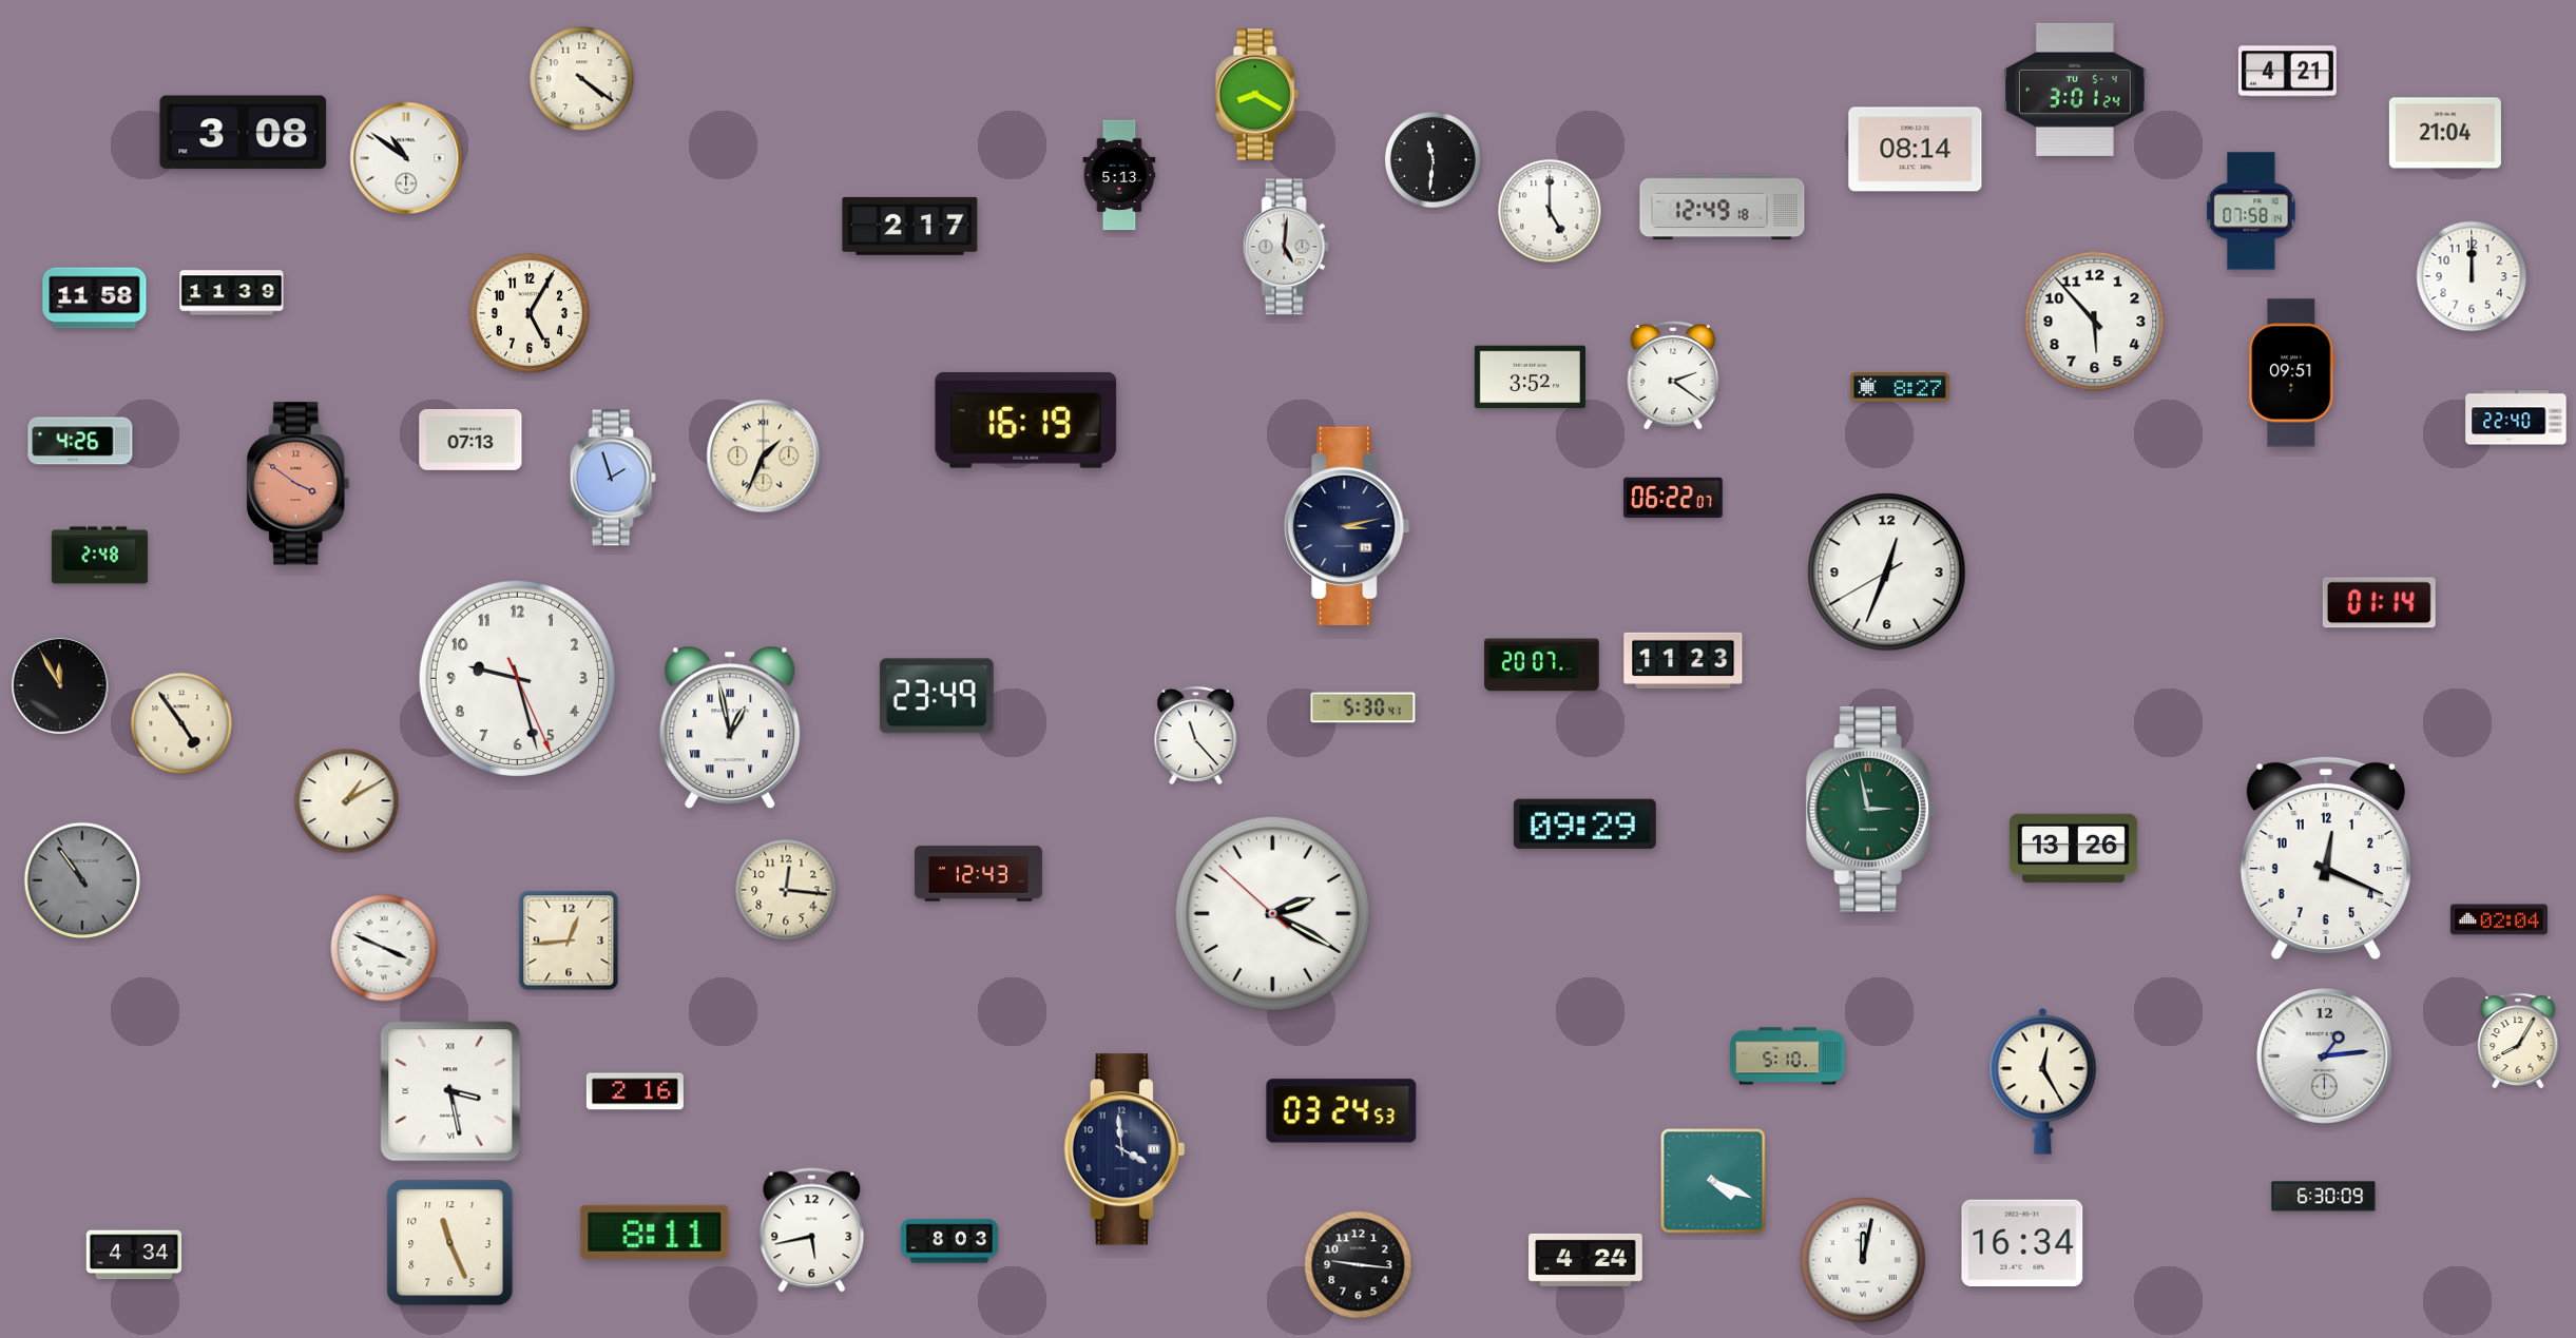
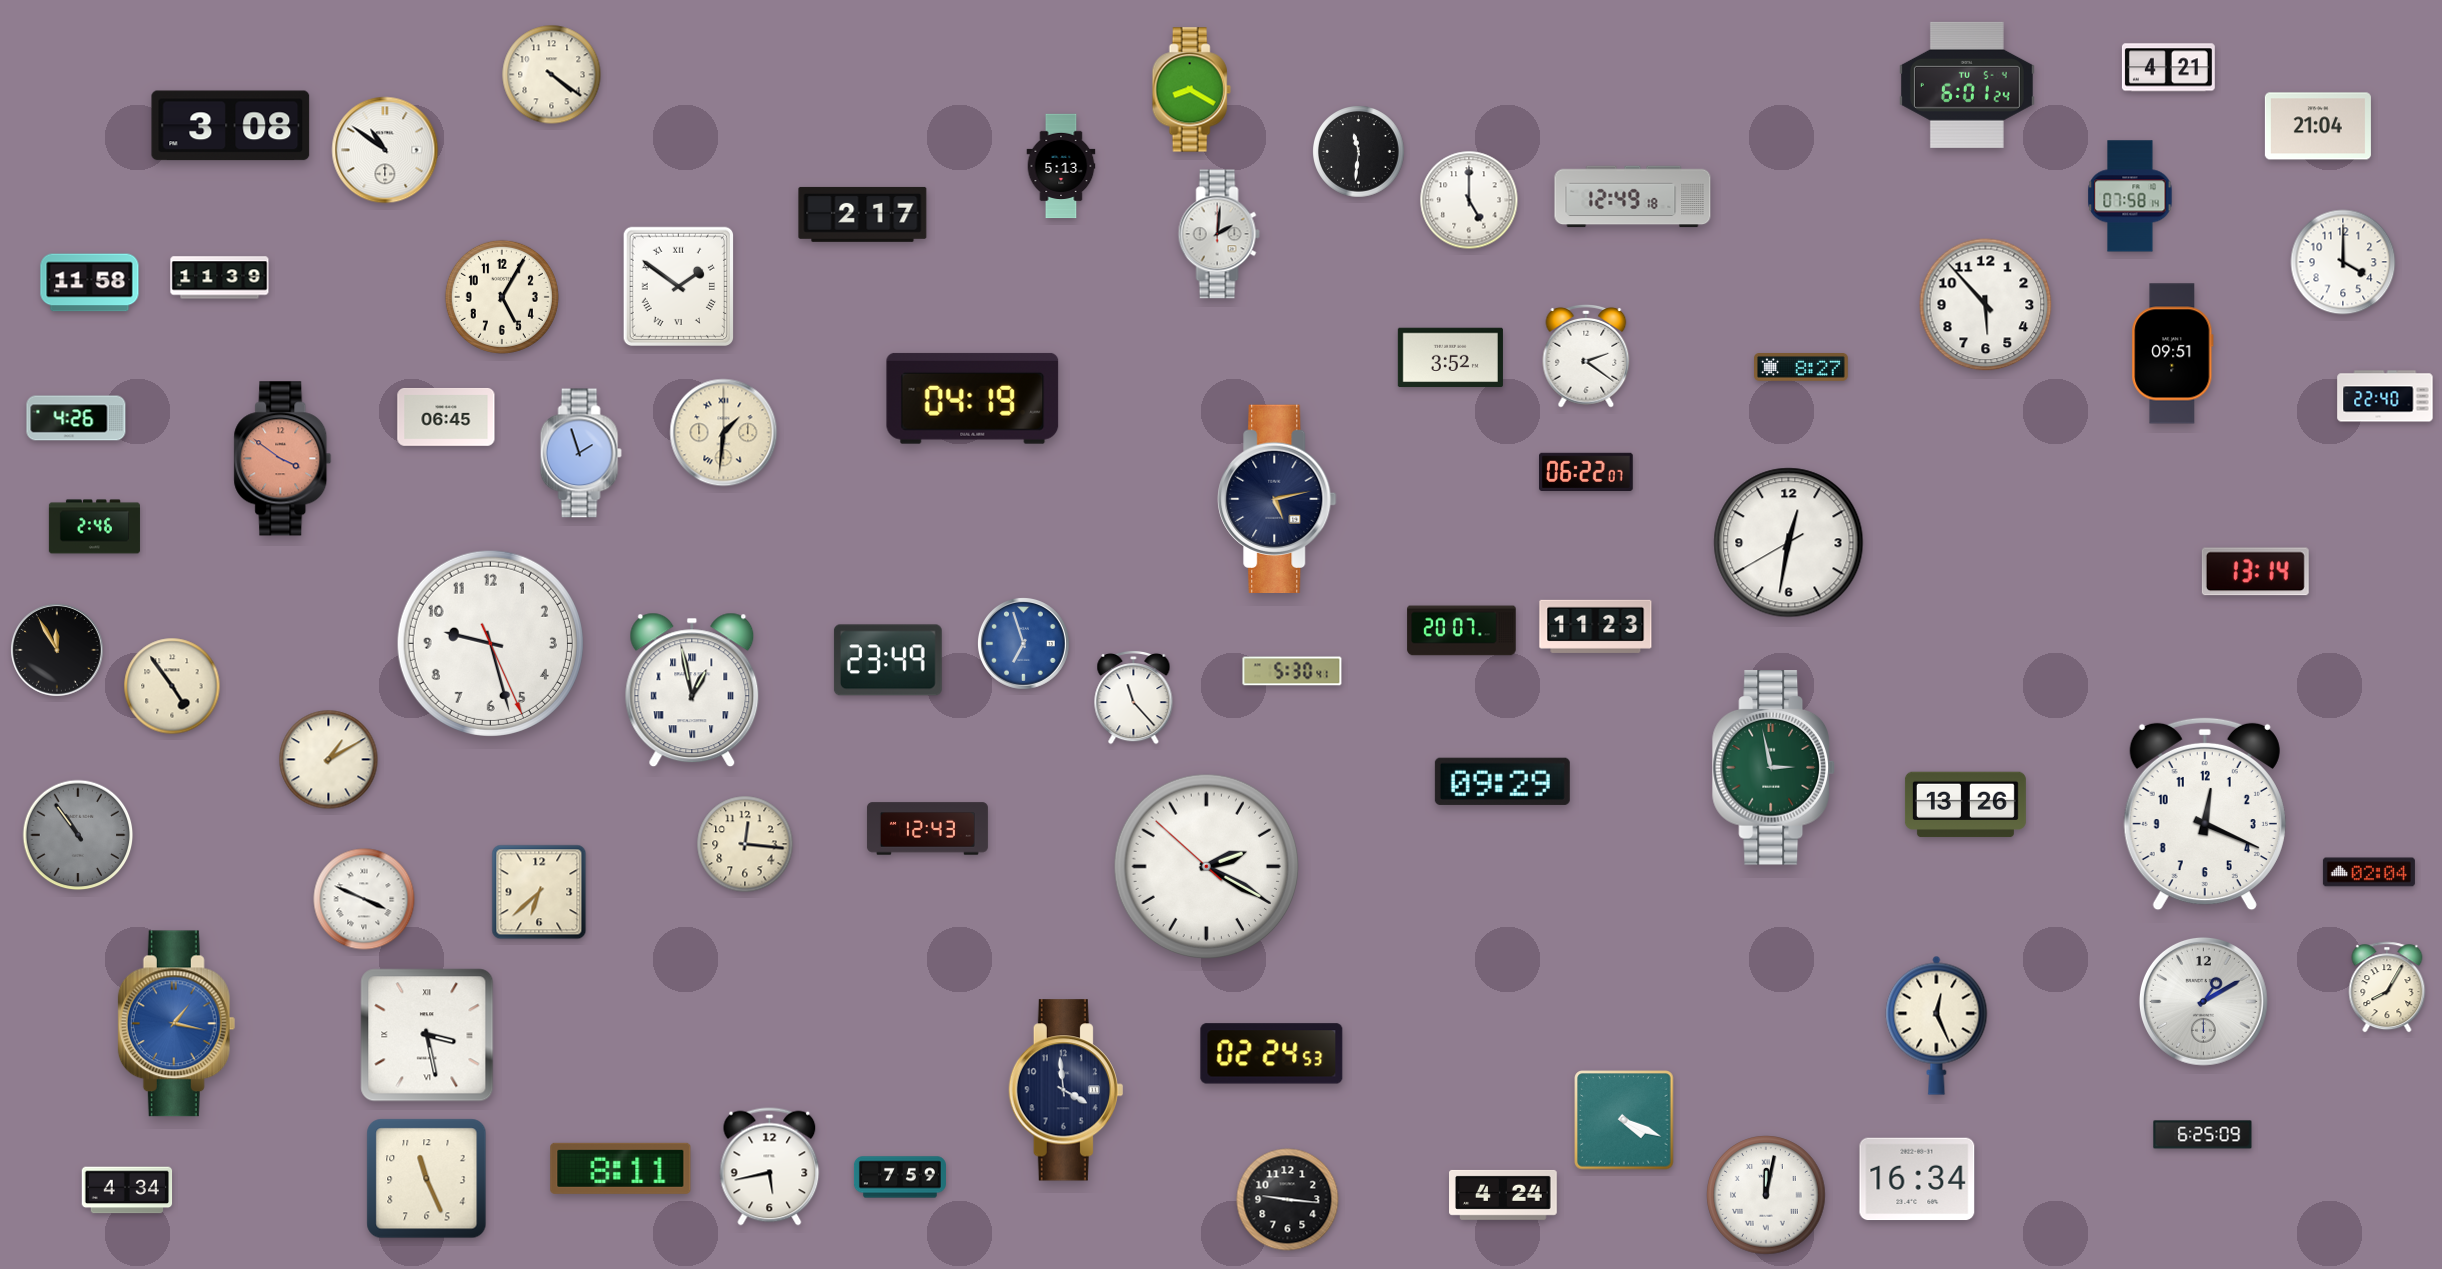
clock at (2075, 90): 3:01 -> 6:01
clock at (1916, 150): 08:14 -> none
clock at (2251, 211) position: (2251, 211) -> (2130, 196)
clock at (1286, 247): 5:01 -> 2:01
clock at (2472, 276): 12:00 -> 4:00
clock at (678, 286): none -> 1:51
clock at (1026, 420): 16:19 -> 04:19
clock at (470, 440): 07:13 -> 06:45
clock at (764, 457): 1:34 -> 1:31
clock at (1347, 525): 3:13 -> 5:13
clock at (99, 556): 2:48 -> 2:46
clock at (1887, 573): 12:33 -> 12:31
clock at (2379, 603): 01:14 -> 13:14
clock at (1023, 643): none -> 6:57
clock at (569, 941): 12:44 -> 6:38
clock at (2324, 1055): 1:14 -> 1:10
clock at (1788, 1056): 5:10 -> none
clock at (177, 1024): none -> 1:17
clock at (2043, 1081): 12:25 -> 12:26
clock at (635, 1091): 2:16 -> none
clock at (1342, 1111): 03:24 -> 02:24
clock at (2324, 1197): 6:30 -> 6:25
clock at (949, 1241): 8:03 -> 7:59
